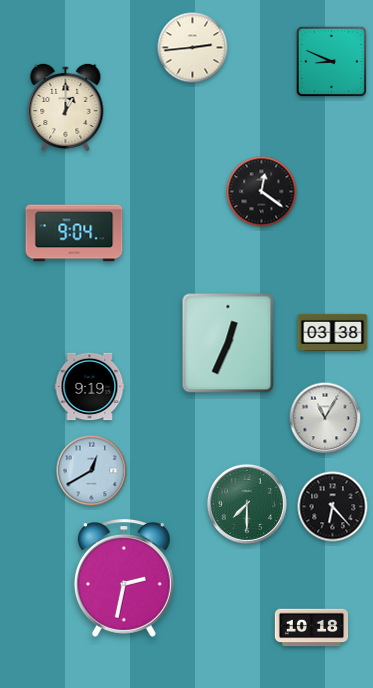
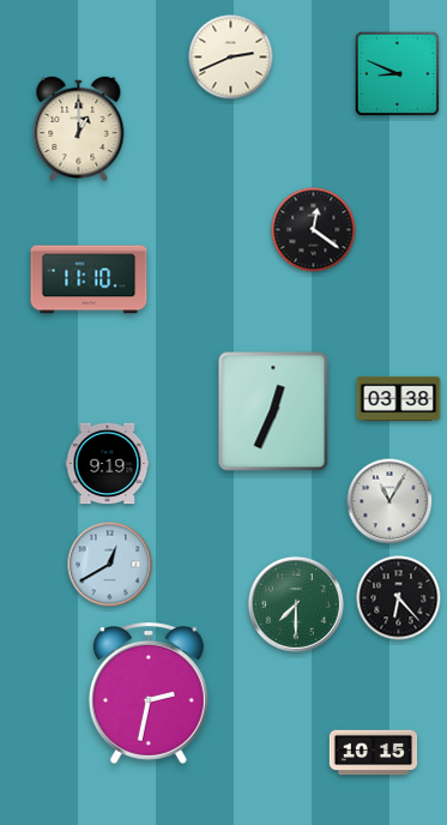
clock at (193, 48): 2:44 -> 2:41
clock at (74, 233): 9:04 -> 11:10
clock at (333, 507) position: (333, 507) -> (399, 598)
clock at (312, 628): 10:18 -> 10:15
